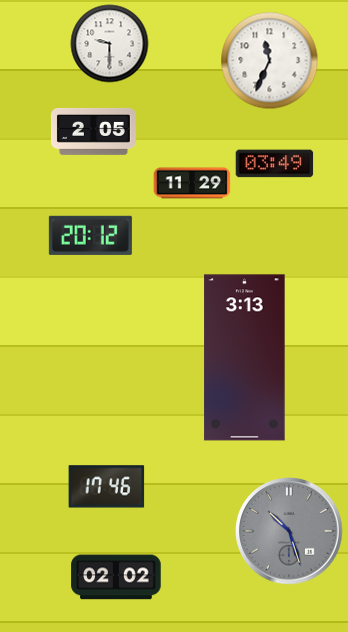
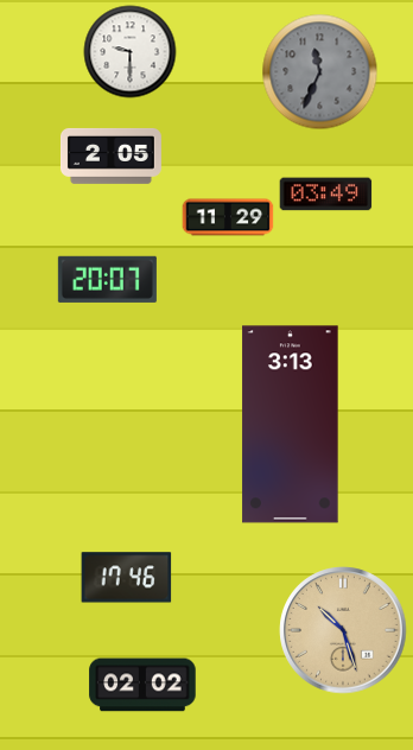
clock at (270, 61) dial: white -> grey
clock at (90, 235): 20:12 -> 20:07
clock at (289, 531) dial: grey -> champagne
clock at (116, 577) position: (116, 577) -> (142, 685)
